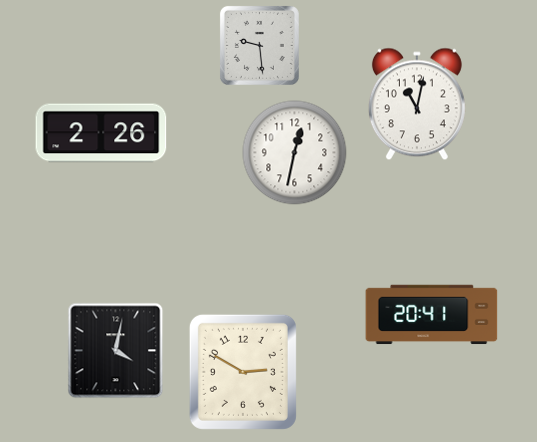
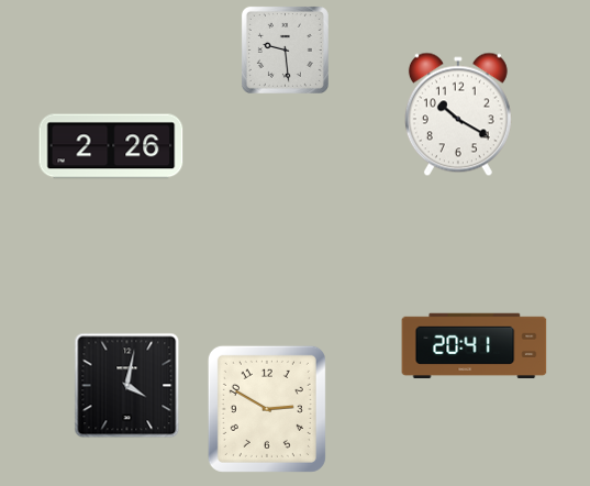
clock at (417, 104): 11:02 -> 10:20
clock at (295, 153): 12:32 -> none
